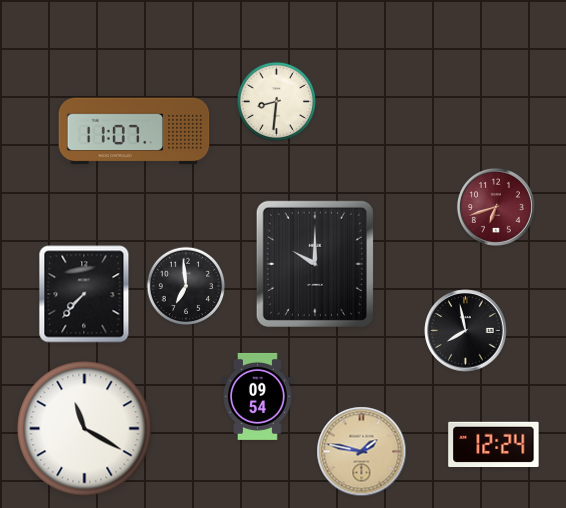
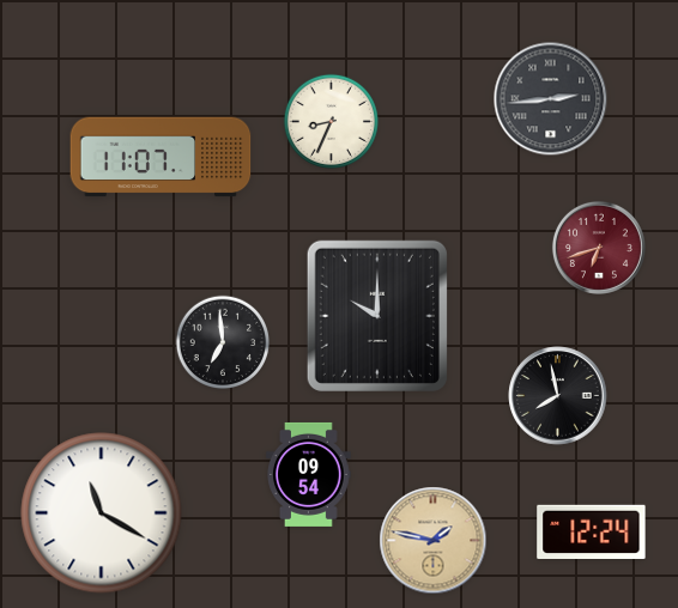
clock at (551, 99): none -> 2:44
clock at (276, 101): 8:31 -> 8:34
clock at (496, 207) position: (496, 207) -> (599, 248)
clock at (84, 294): 7:37 -> none
